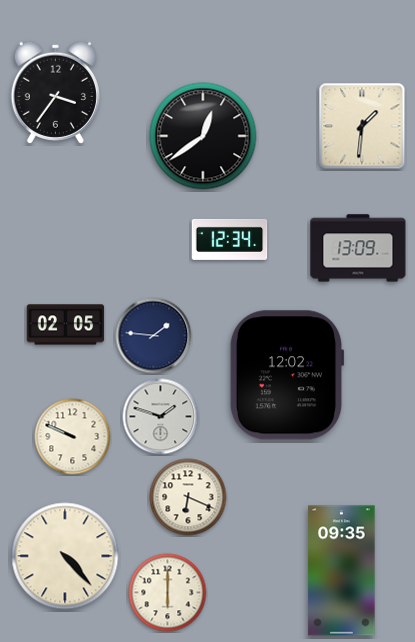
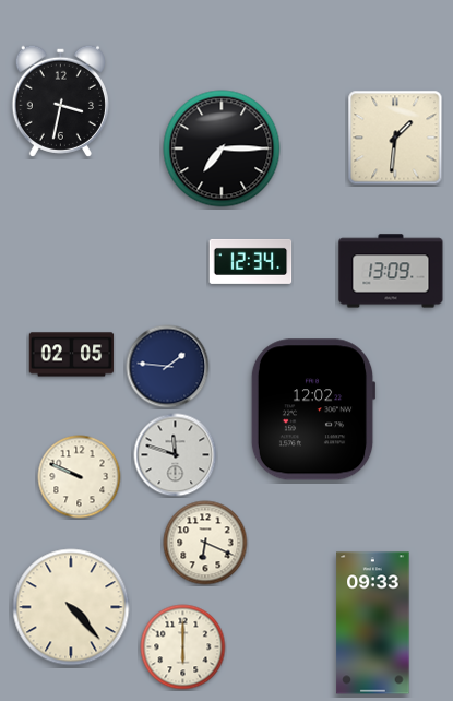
clock at (55, 92): 3:36 -> 3:32
clock at (203, 136): 12:39 -> 7:15
clock at (161, 417): 1:48 -> 11:48
clock at (342, 571): 09:35 -> 09:33
